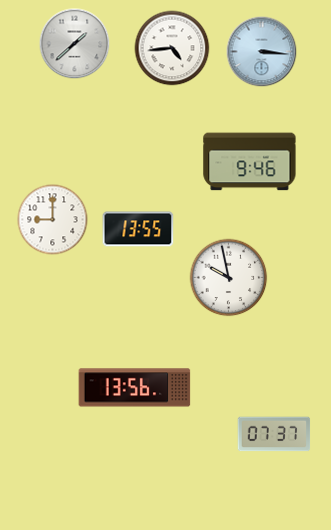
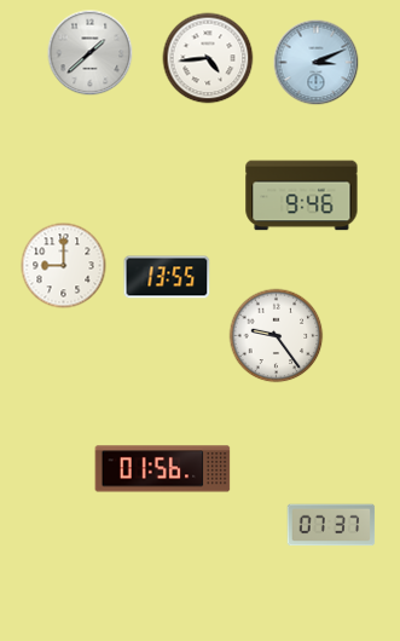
clock at (262, 52): 3:16 -> 3:11
clock at (229, 278): 9:58 -> 9:24
clock at (135, 388): 13:56 -> 01:56
